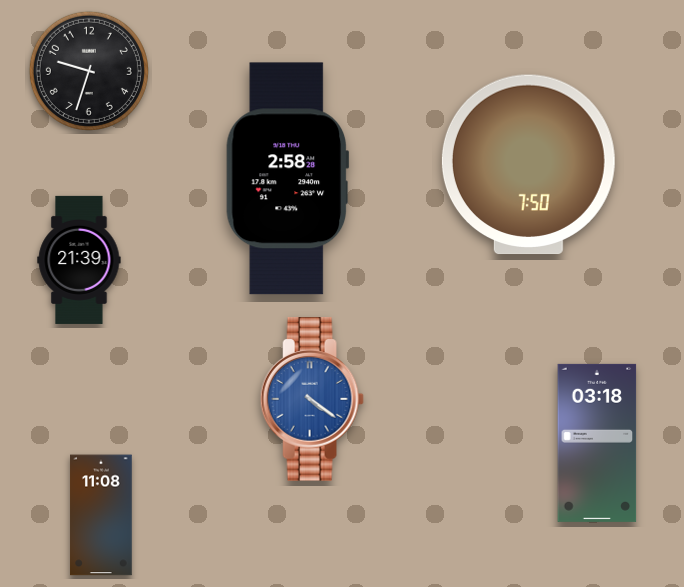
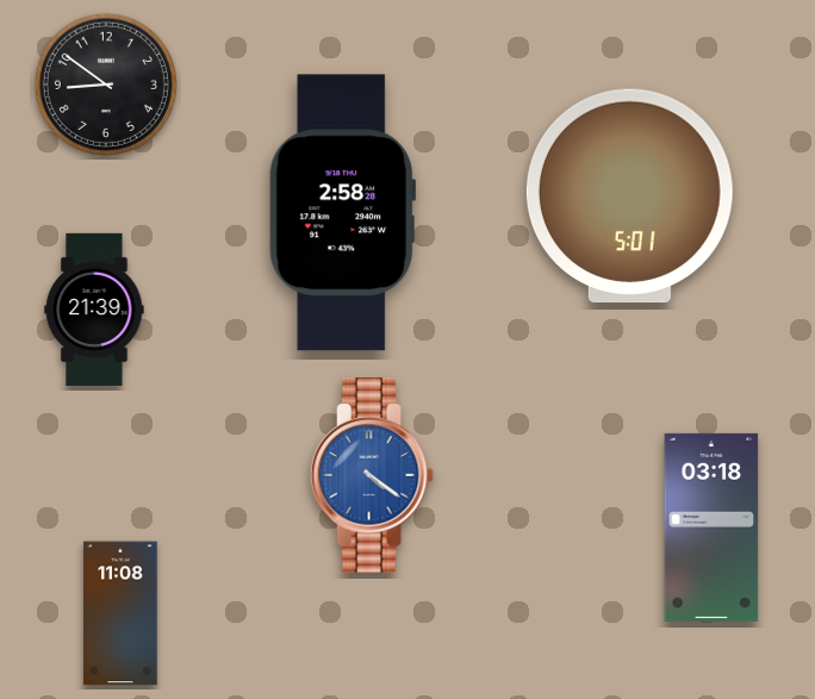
clock at (89, 71): 9:33 -> 8:51
clock at (528, 165): 7:50 -> 5:01
